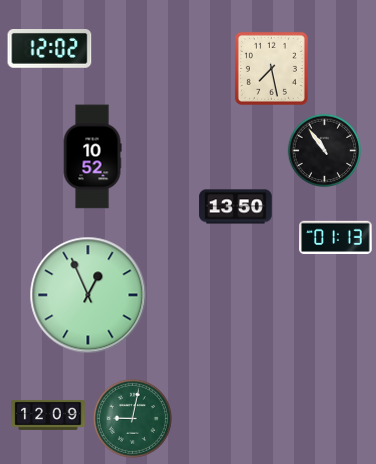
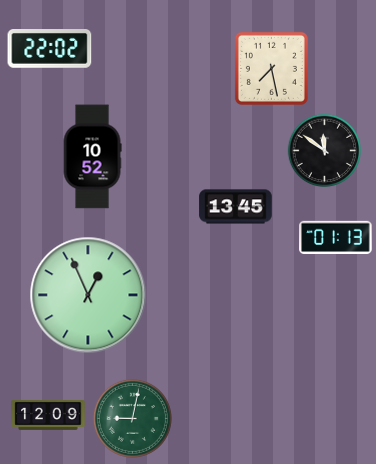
clock at (50, 49): 12:02 -> 22:02
clock at (325, 151): 10:54 -> 11:51
clock at (236, 207): 13:50 -> 13:45
